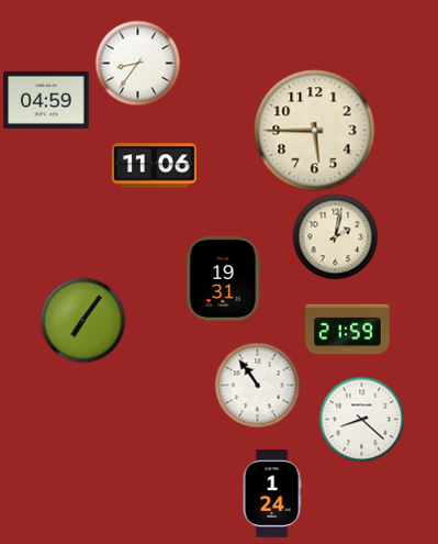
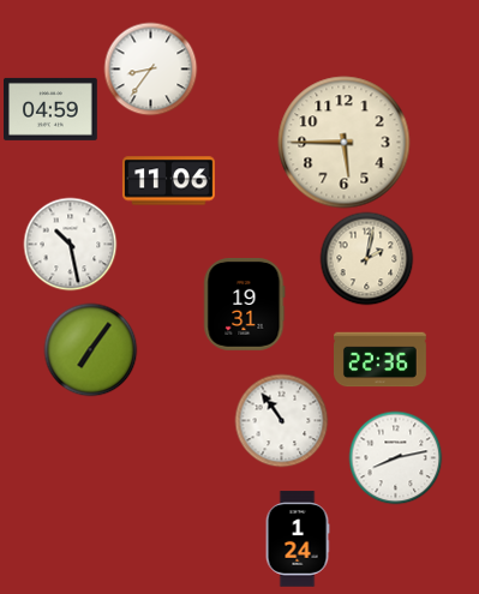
clock at (70, 244): none -> 10:28
clock at (348, 330): 21:59 -> 22:36
clock at (361, 419): 8:22 -> 8:13
